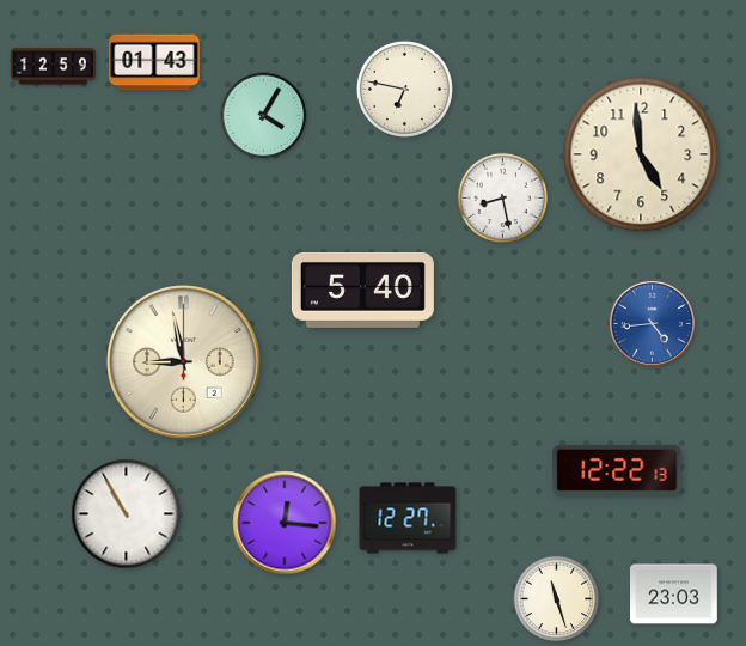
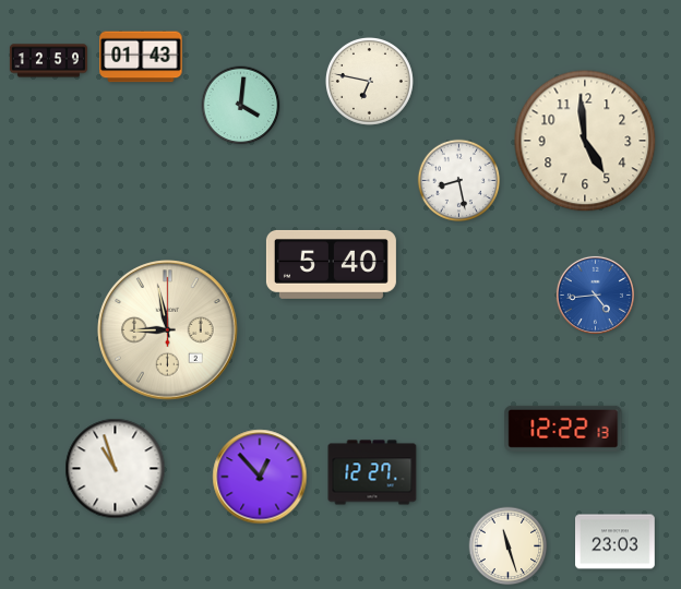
clock at (264, 116): 4:05 -> 4:01
clock at (127, 514): 10:55 -> 10:57
clock at (285, 523): 12:16 -> 12:53
